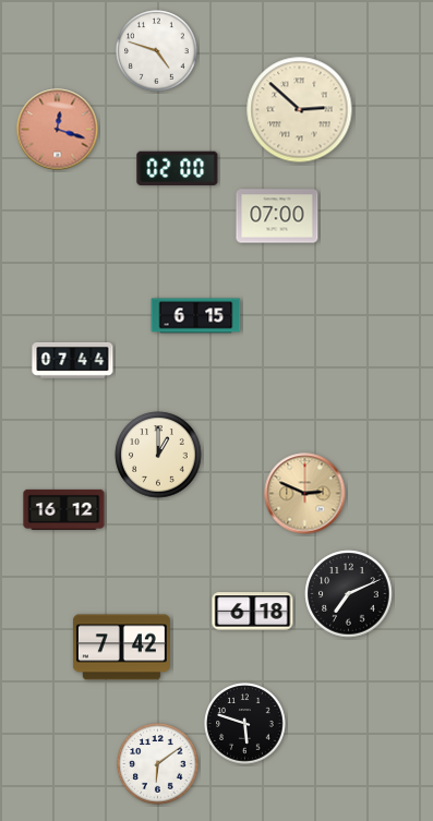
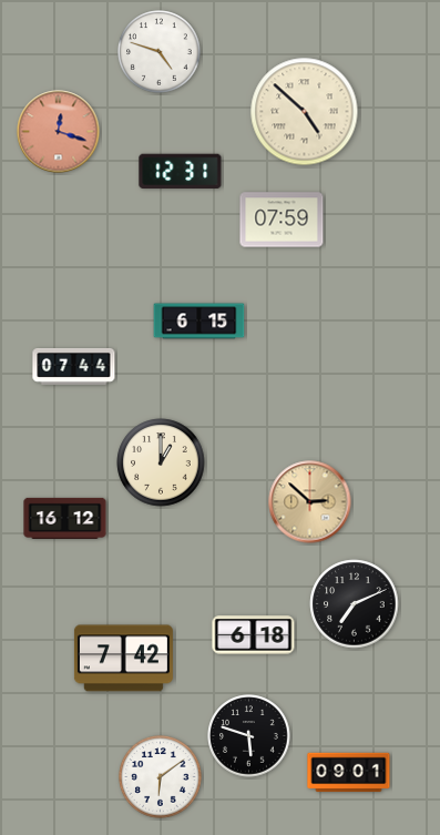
clock at (300, 110): 2:52 -> 4:52
clock at (178, 169): 02:00 -> 12:31
clock at (277, 216): 07:00 -> 07:59
clock at (305, 494): 2:49 -> 2:52
clock at (253, 612) position: (253, 612) -> (254, 635)
clock at (349, 773): none -> 09:01
